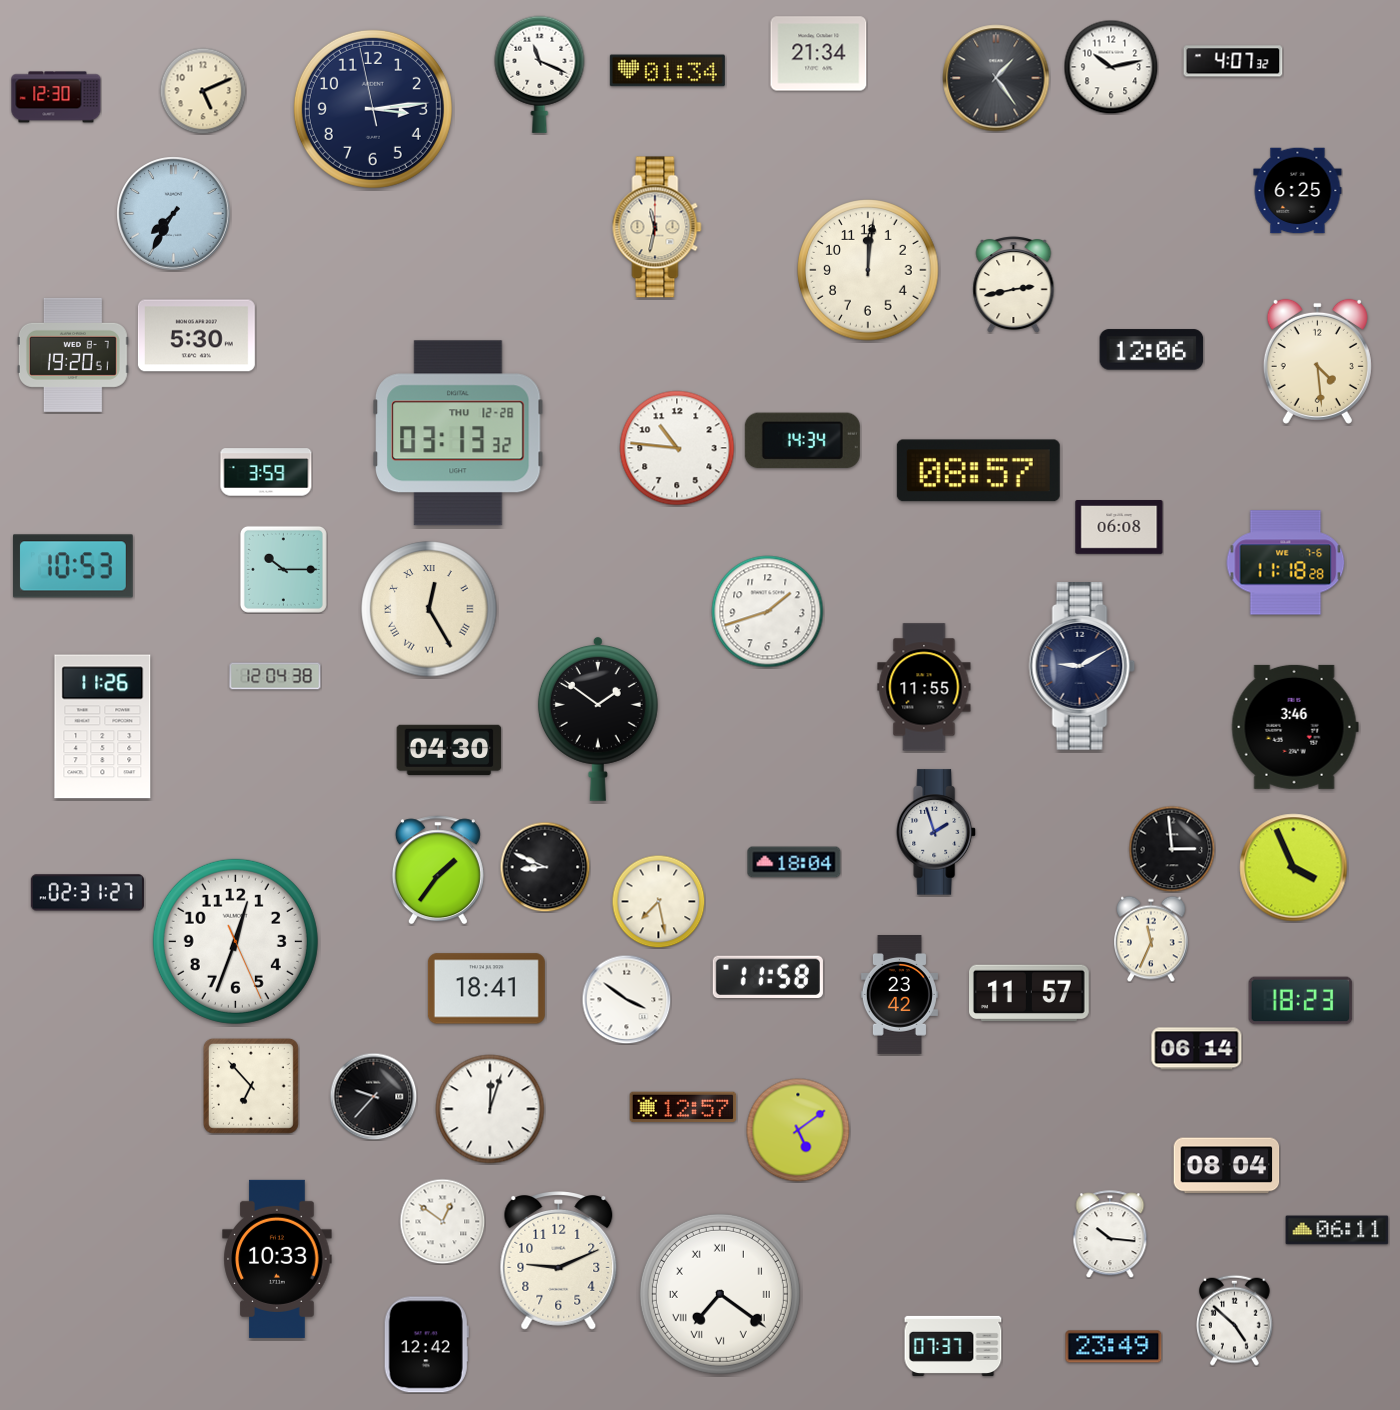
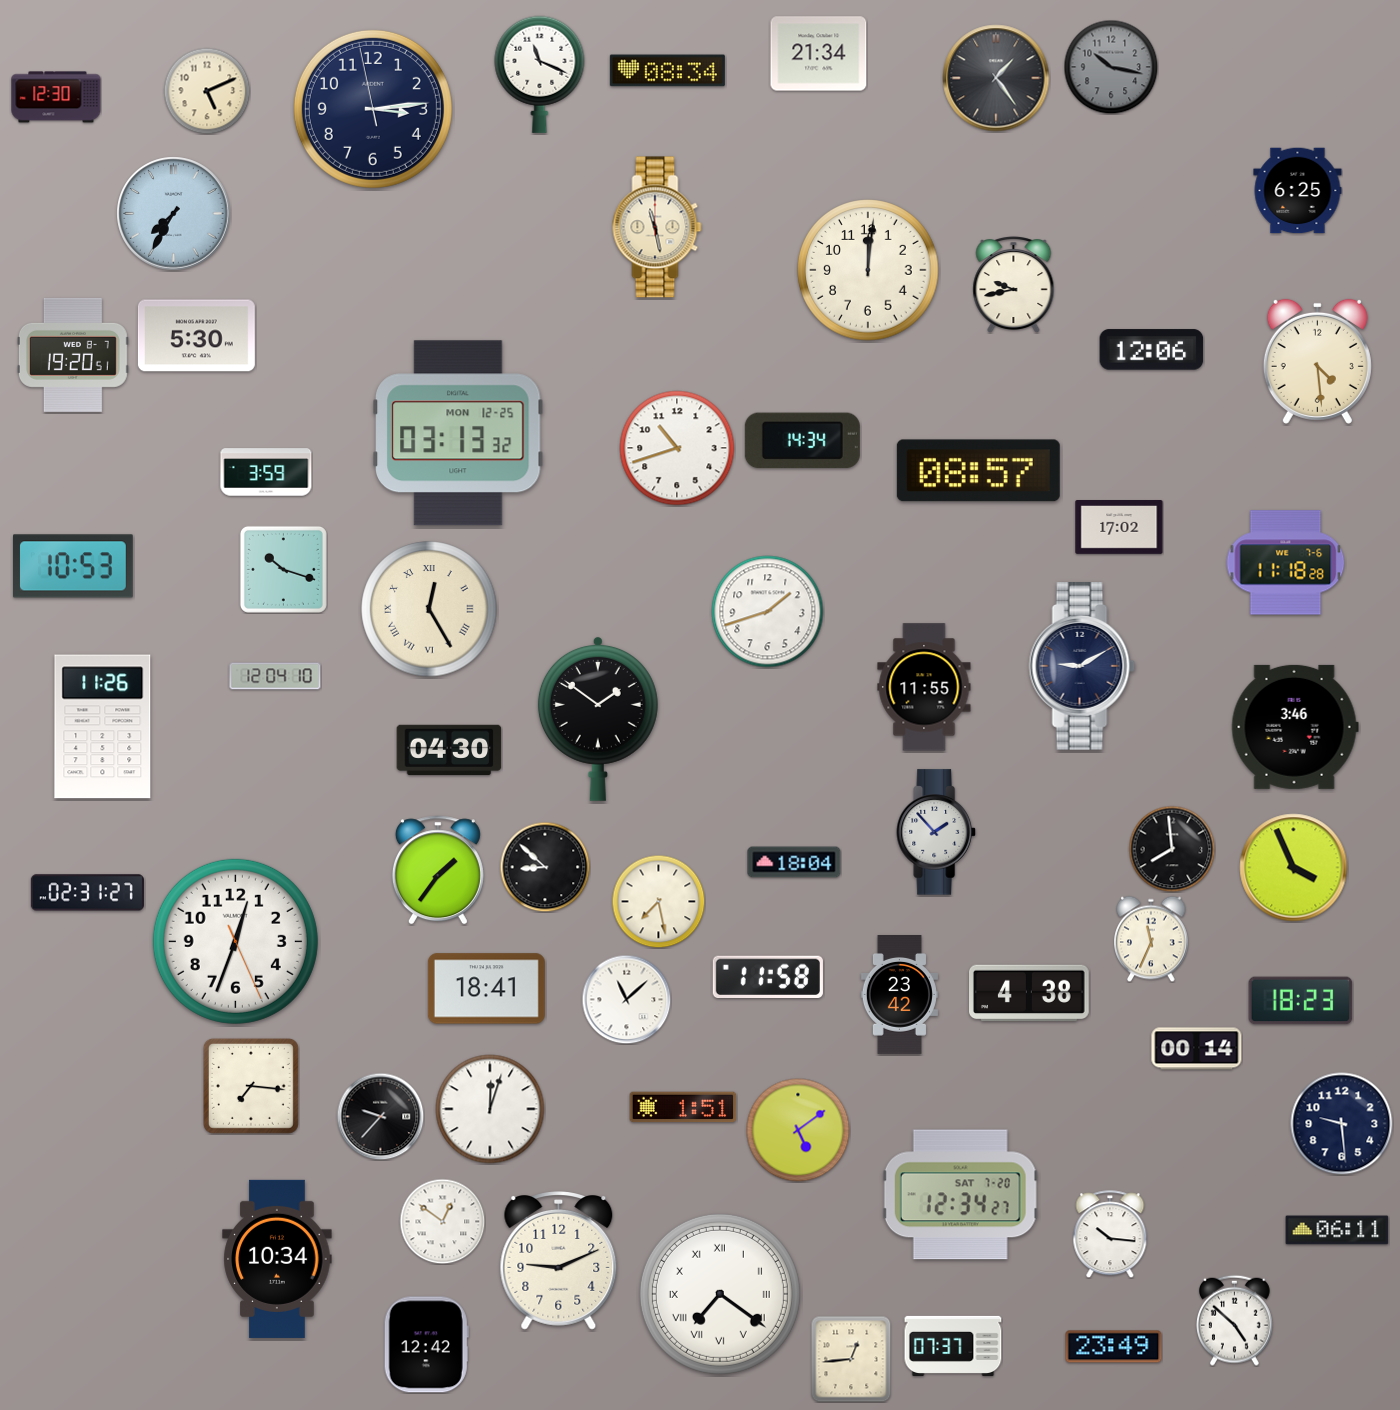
clock at (1233, 61): 4:07 -> none
clock at (1111, 67): 10:13 -> 10:17
clock at (1111, 67) dial: white -> grey
clock at (667, 71): 01:34 -> 08:34
clock at (203, 91) position: (203, 91) -> (207, 91)
clock at (657, 227): 11:32 -> 11:28
clock at (1014, 285): 2:43 -> 9:43
clock at (458, 433) date: THU 12-28 -> MON 12-25
clock at (677, 448): 10:46 -> 10:42
clock at (1119, 528): 06:08 -> 17:02
clock at (283, 569): 10:15 -> 10:18
clock at (275, 676): 12:04:38 -> 12:04:10
clock at (936, 832): 1:57 -> 1:53
clock at (1172, 849): 2:59 -> 7:59
clock at (545, 867): 8:49 -> 8:52
clock at (1030, 993): 11:57 -> 4:38
clock at (626, 999): 3:51 -> 11:08
clock at (1197, 1049): 06:14 -> 00:14
clock at (251, 1086): 6:53 -> 7:16
clock at (373, 1096) position: (373, 1096) -> (380, 1116)
clock at (683, 1107): 12:57 -> 1:51
clock at (1342, 1124): none -> 9:29
clock at (1227, 1166): 08:04 -> none
clock at (960, 1195): none -> 12:34
clock at (277, 1259): 10:33 -> 10:34
clock at (851, 1359): none -> 12:44
